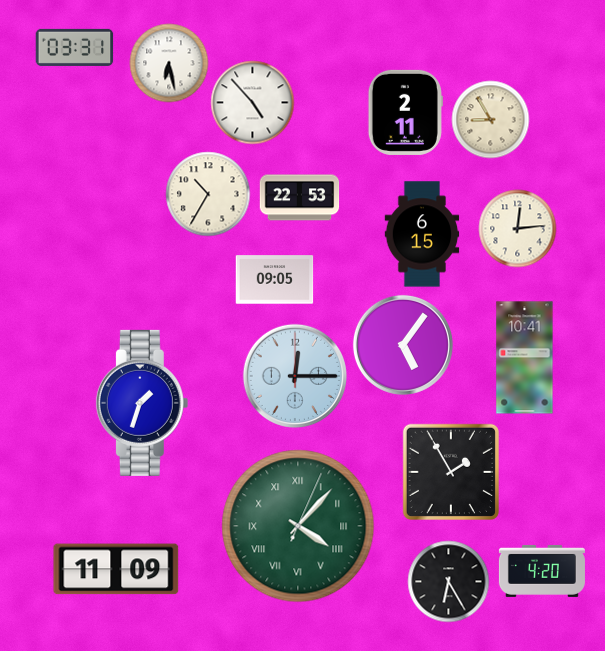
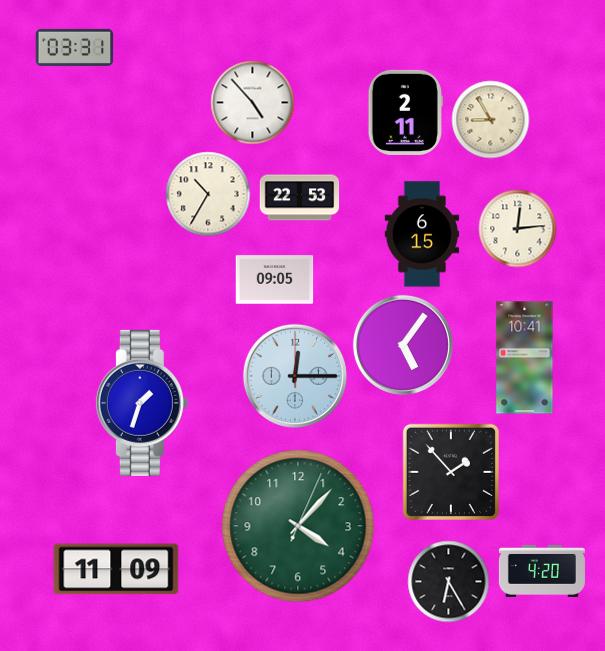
clock at (169, 63): 6:28 -> none
clock at (451, 472): 1:55 -> 1:53
clock at (298, 526) numerals: Roman -> Arabic
